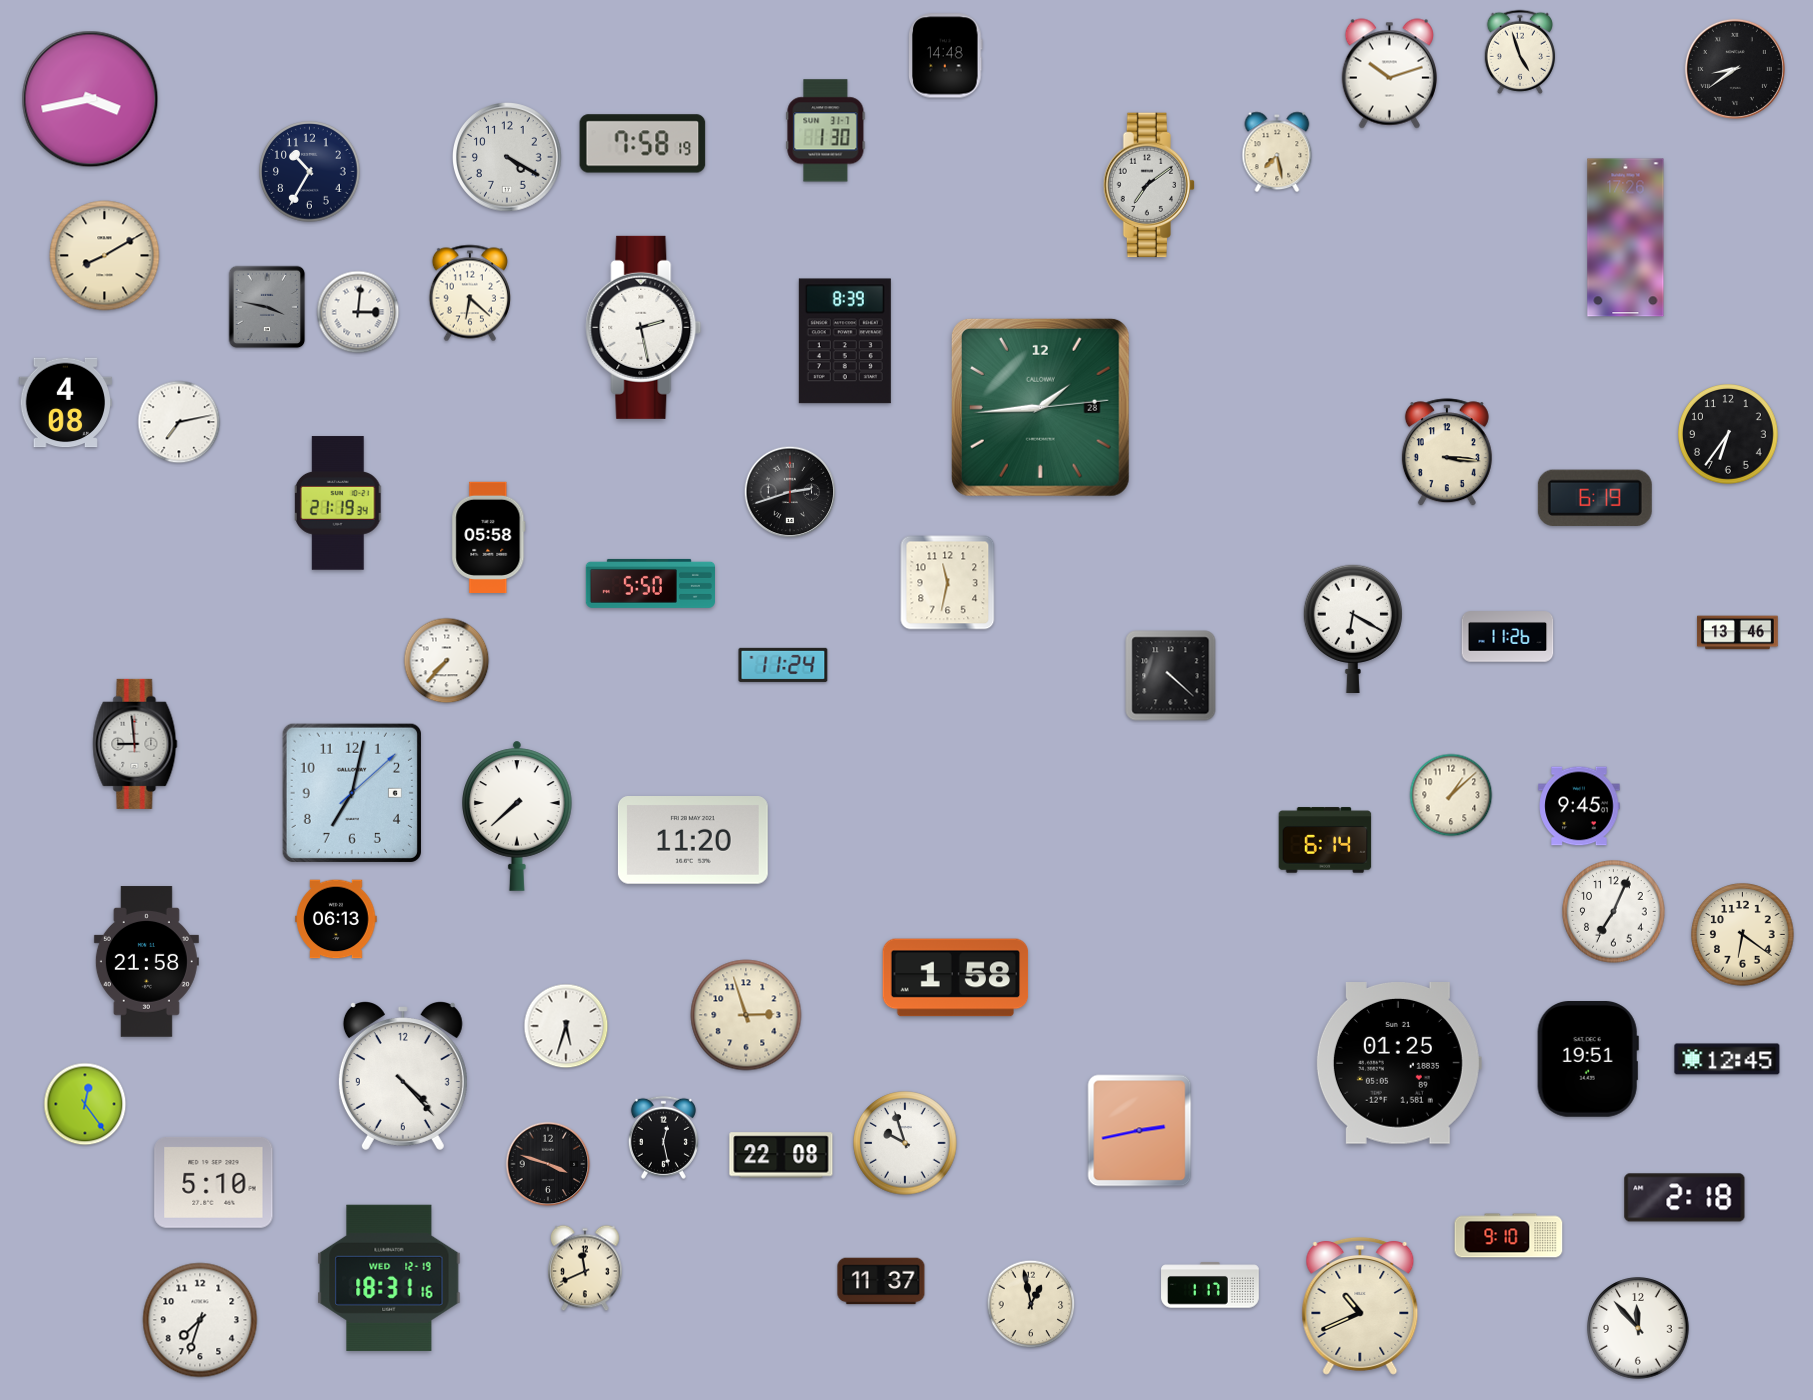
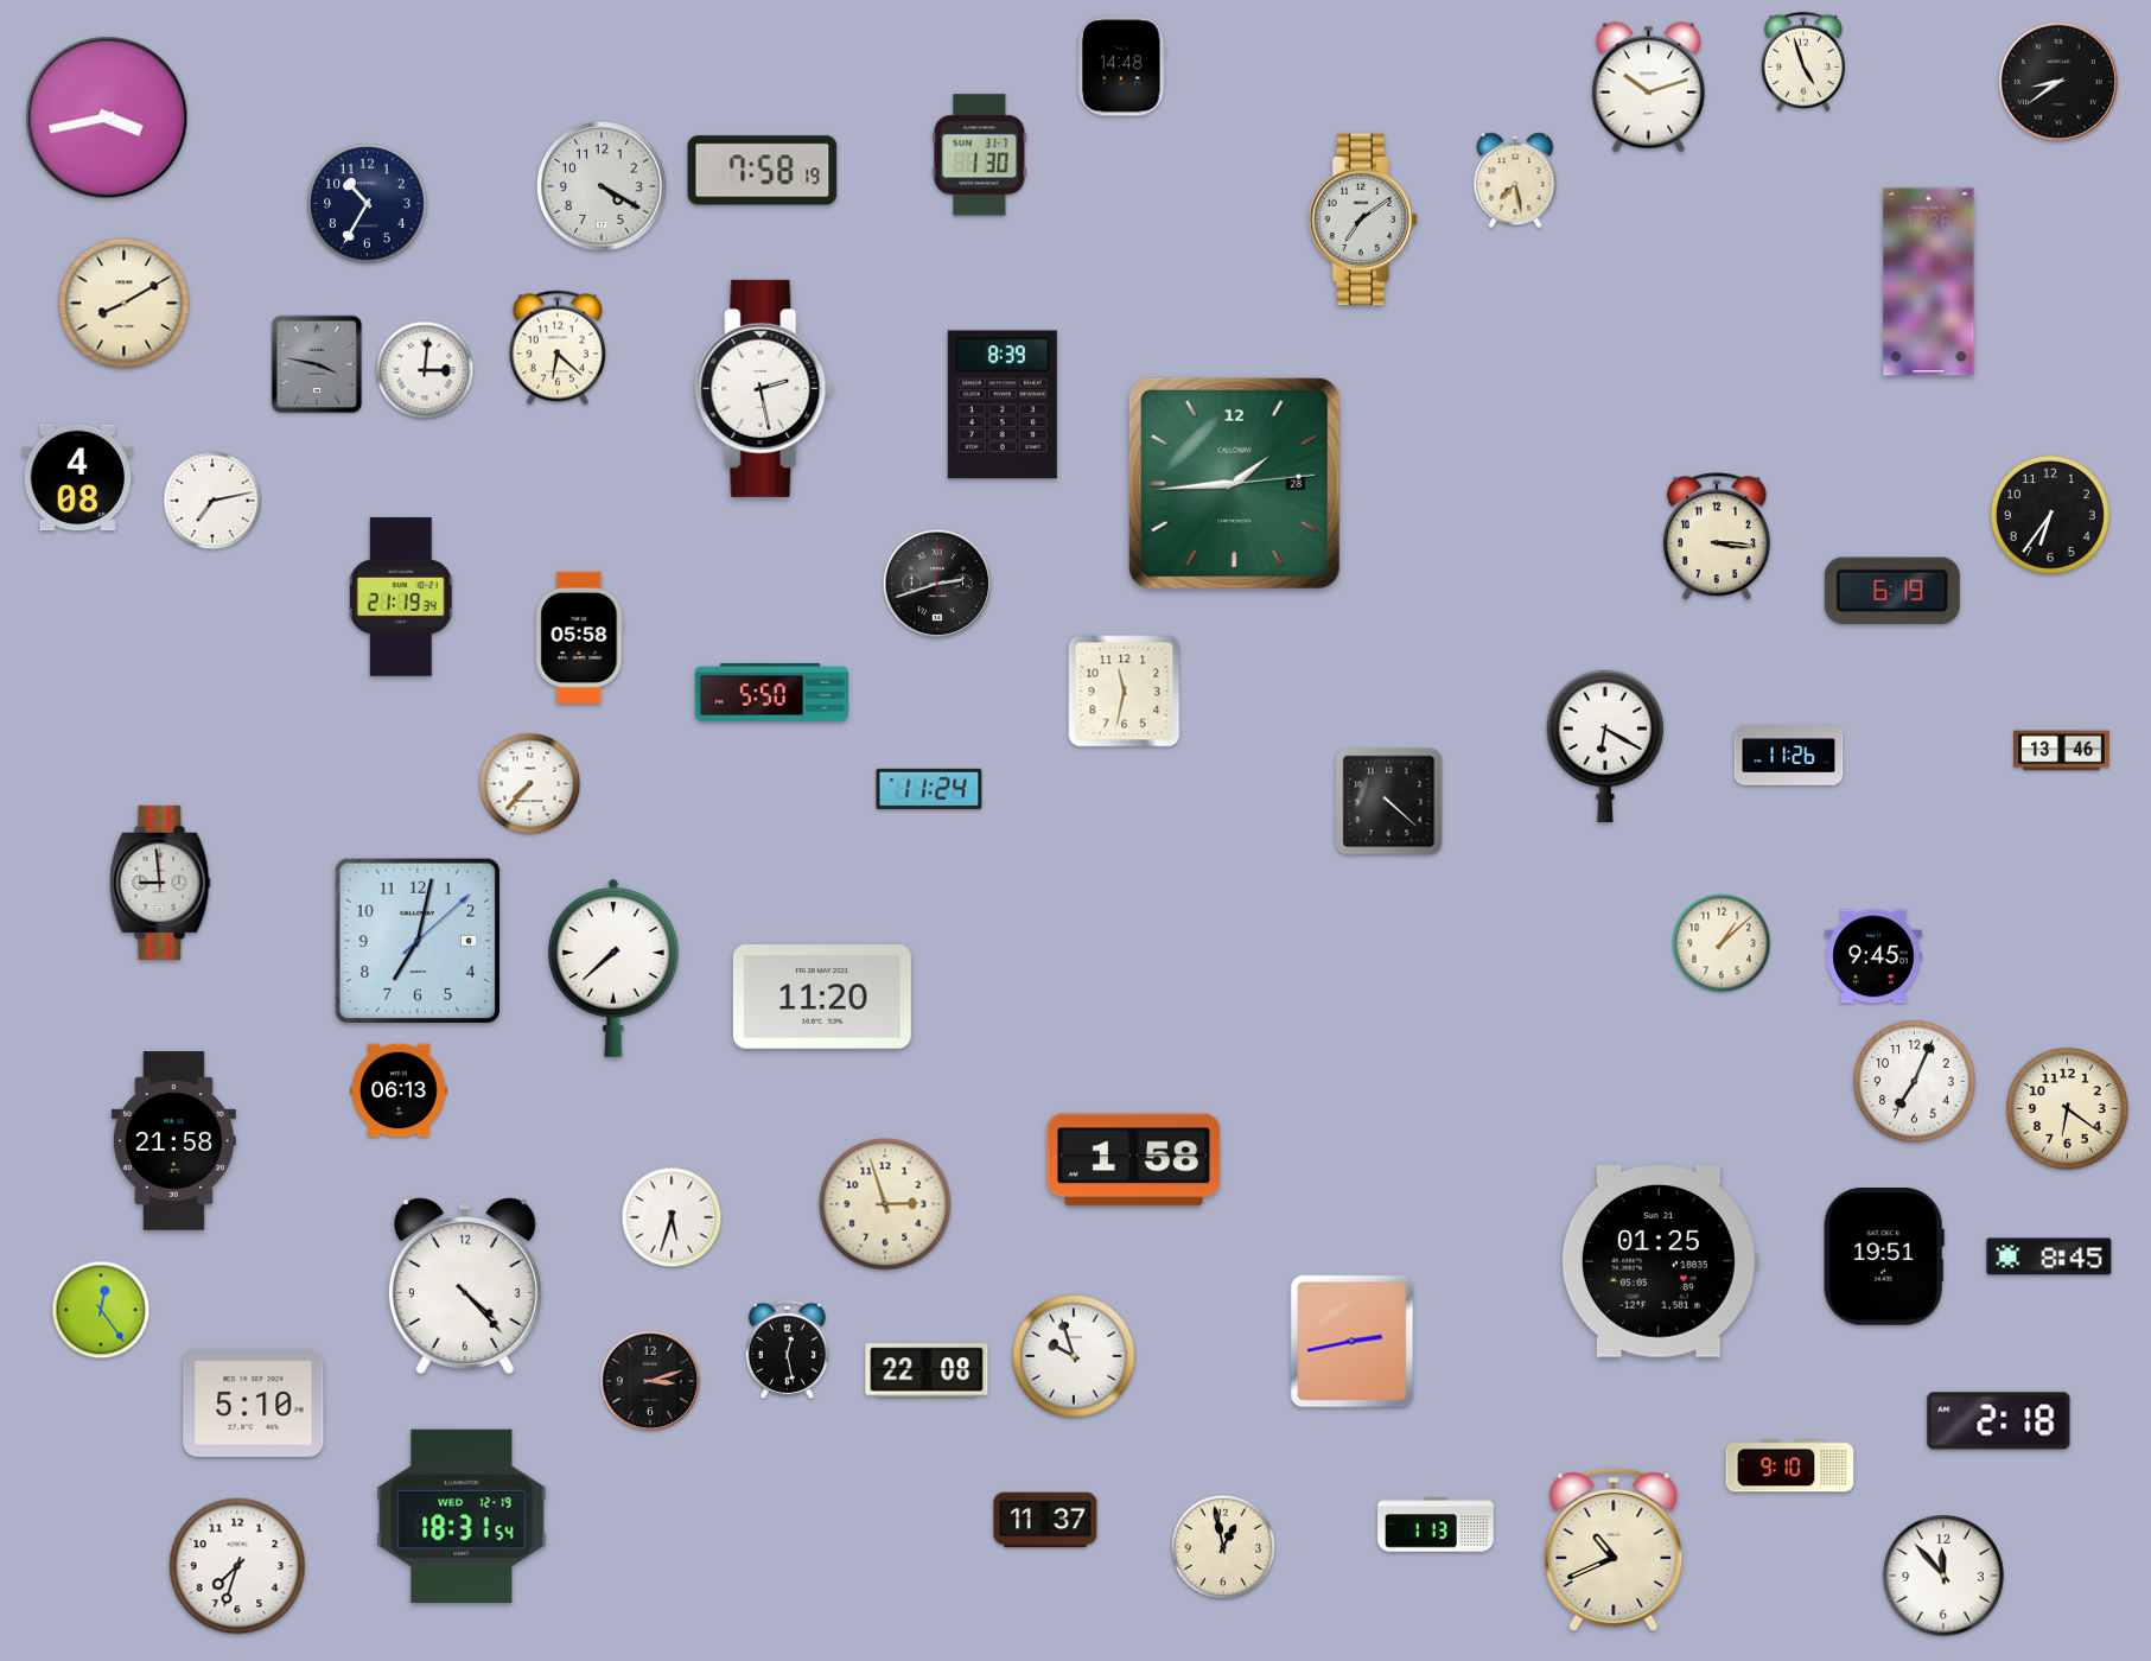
clock at (1325, 840): 6:14 -> none
clock at (1727, 1059): 12:45 -> 8:45
clock at (403, 1076) position: (403, 1076) -> (465, 1286)
clock at (548, 1164): 3:48 -> 3:12
clock at (585, 1268): 11:41 -> none
clock at (389, 1278): 18:31:16 -> 18:31:54
clock at (1210, 1285): 1:17 -> 1:13
